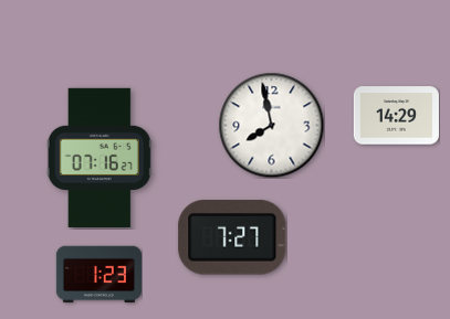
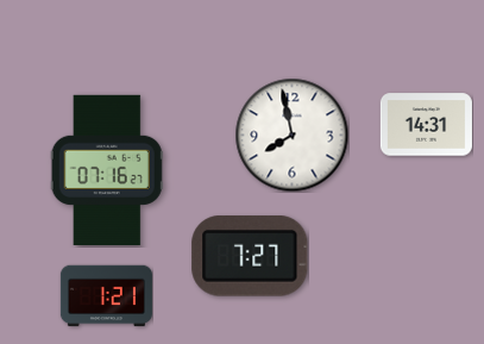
clock at (396, 116): 14:29 -> 14:31
clock at (98, 275): 1:23 -> 1:21
